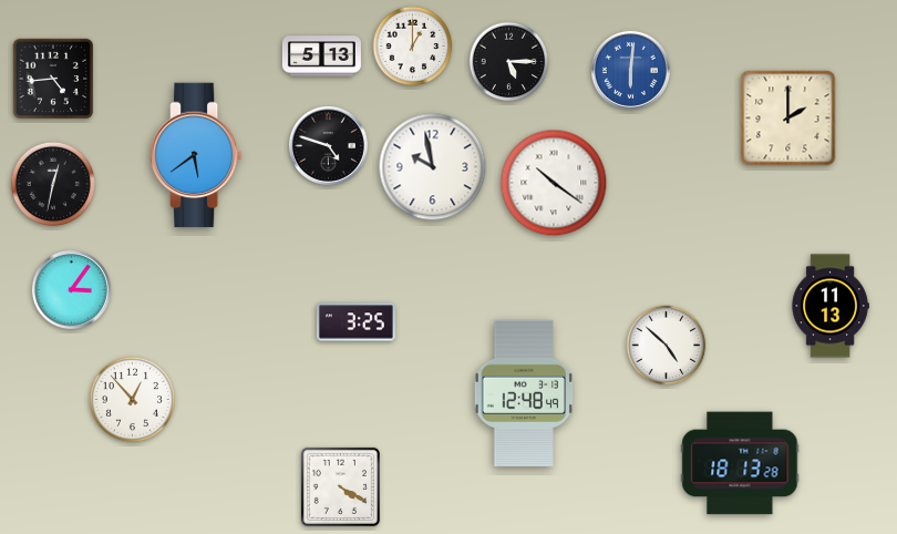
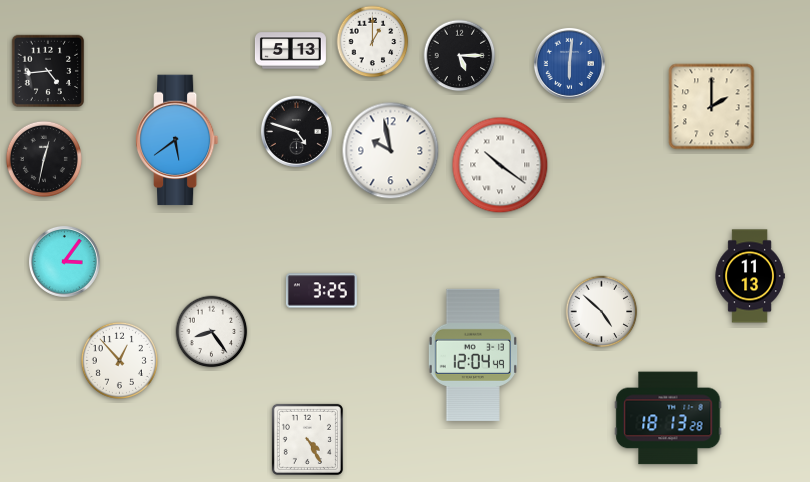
clock at (53, 184) position: (53, 184) -> (44, 159)
clock at (212, 332): none -> 8:24
clock at (524, 393): 12:48 -> 12:04
clock at (340, 486): 4:20 -> 4:25
